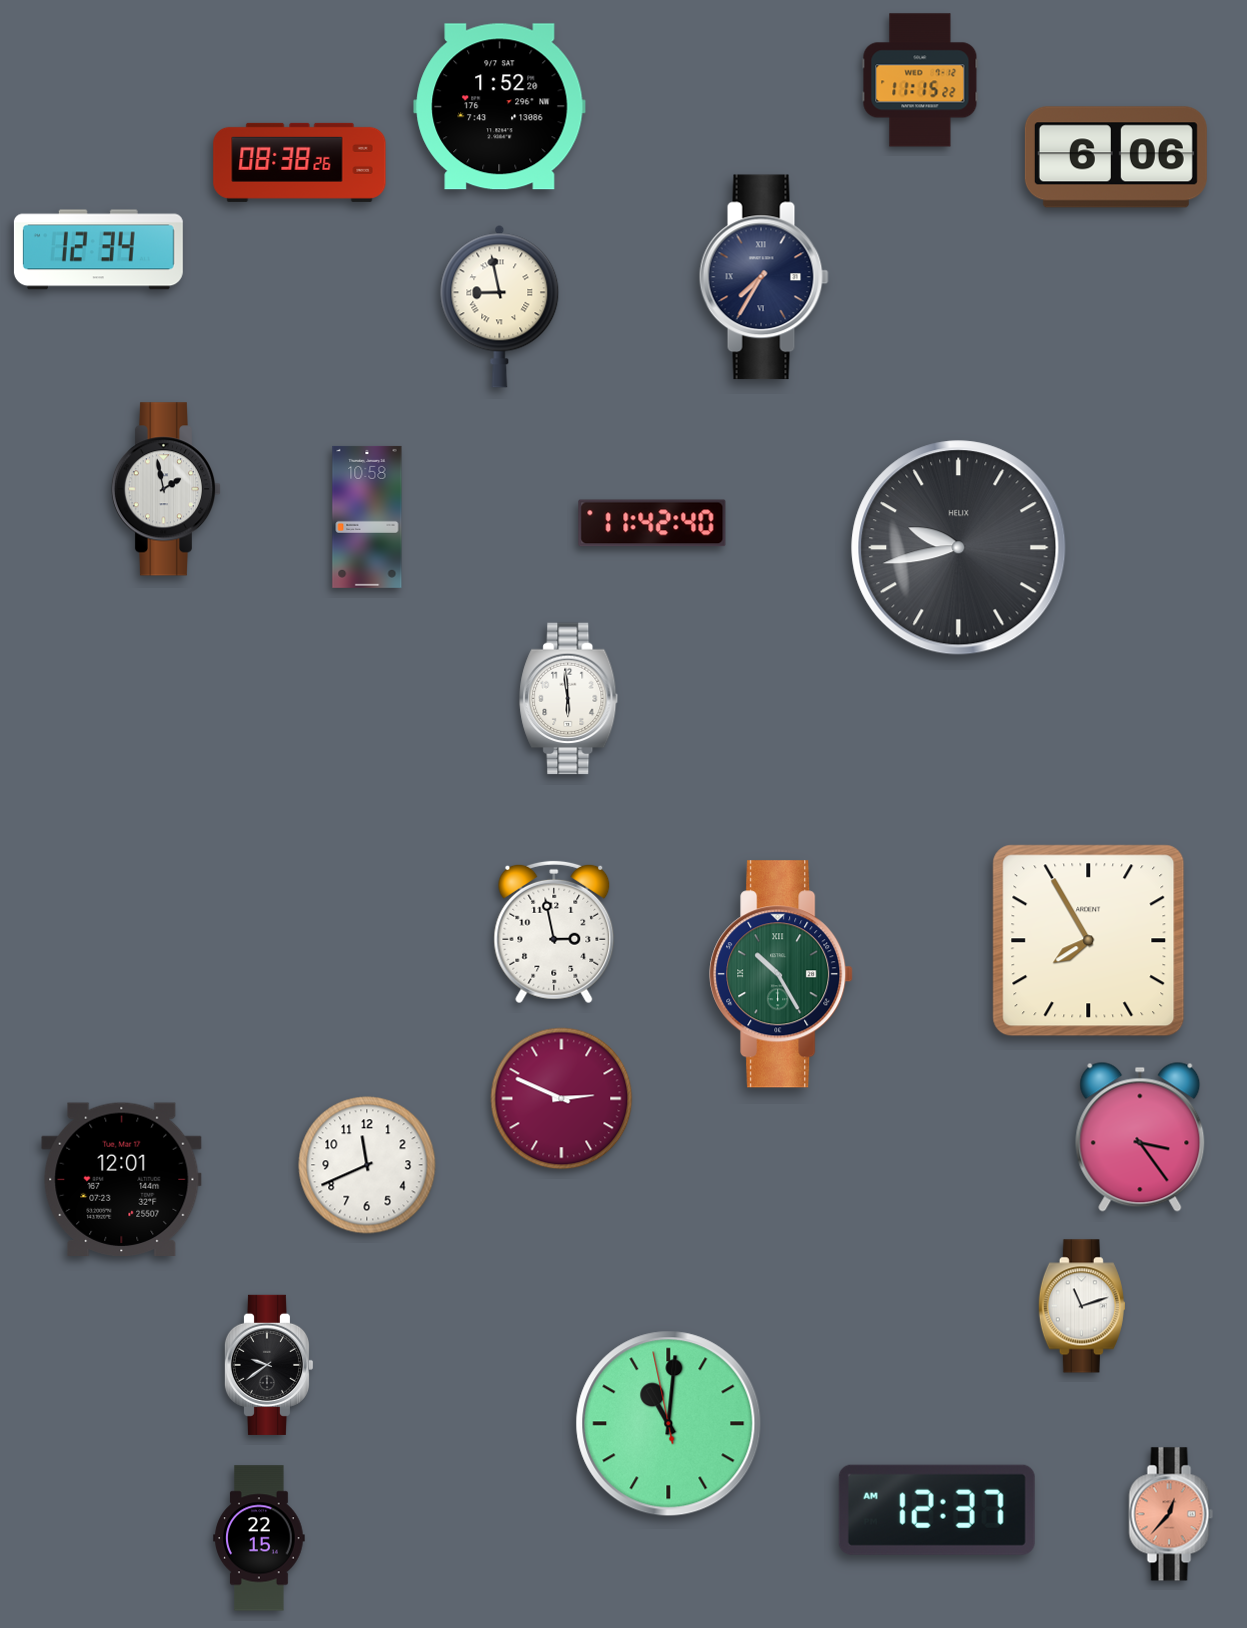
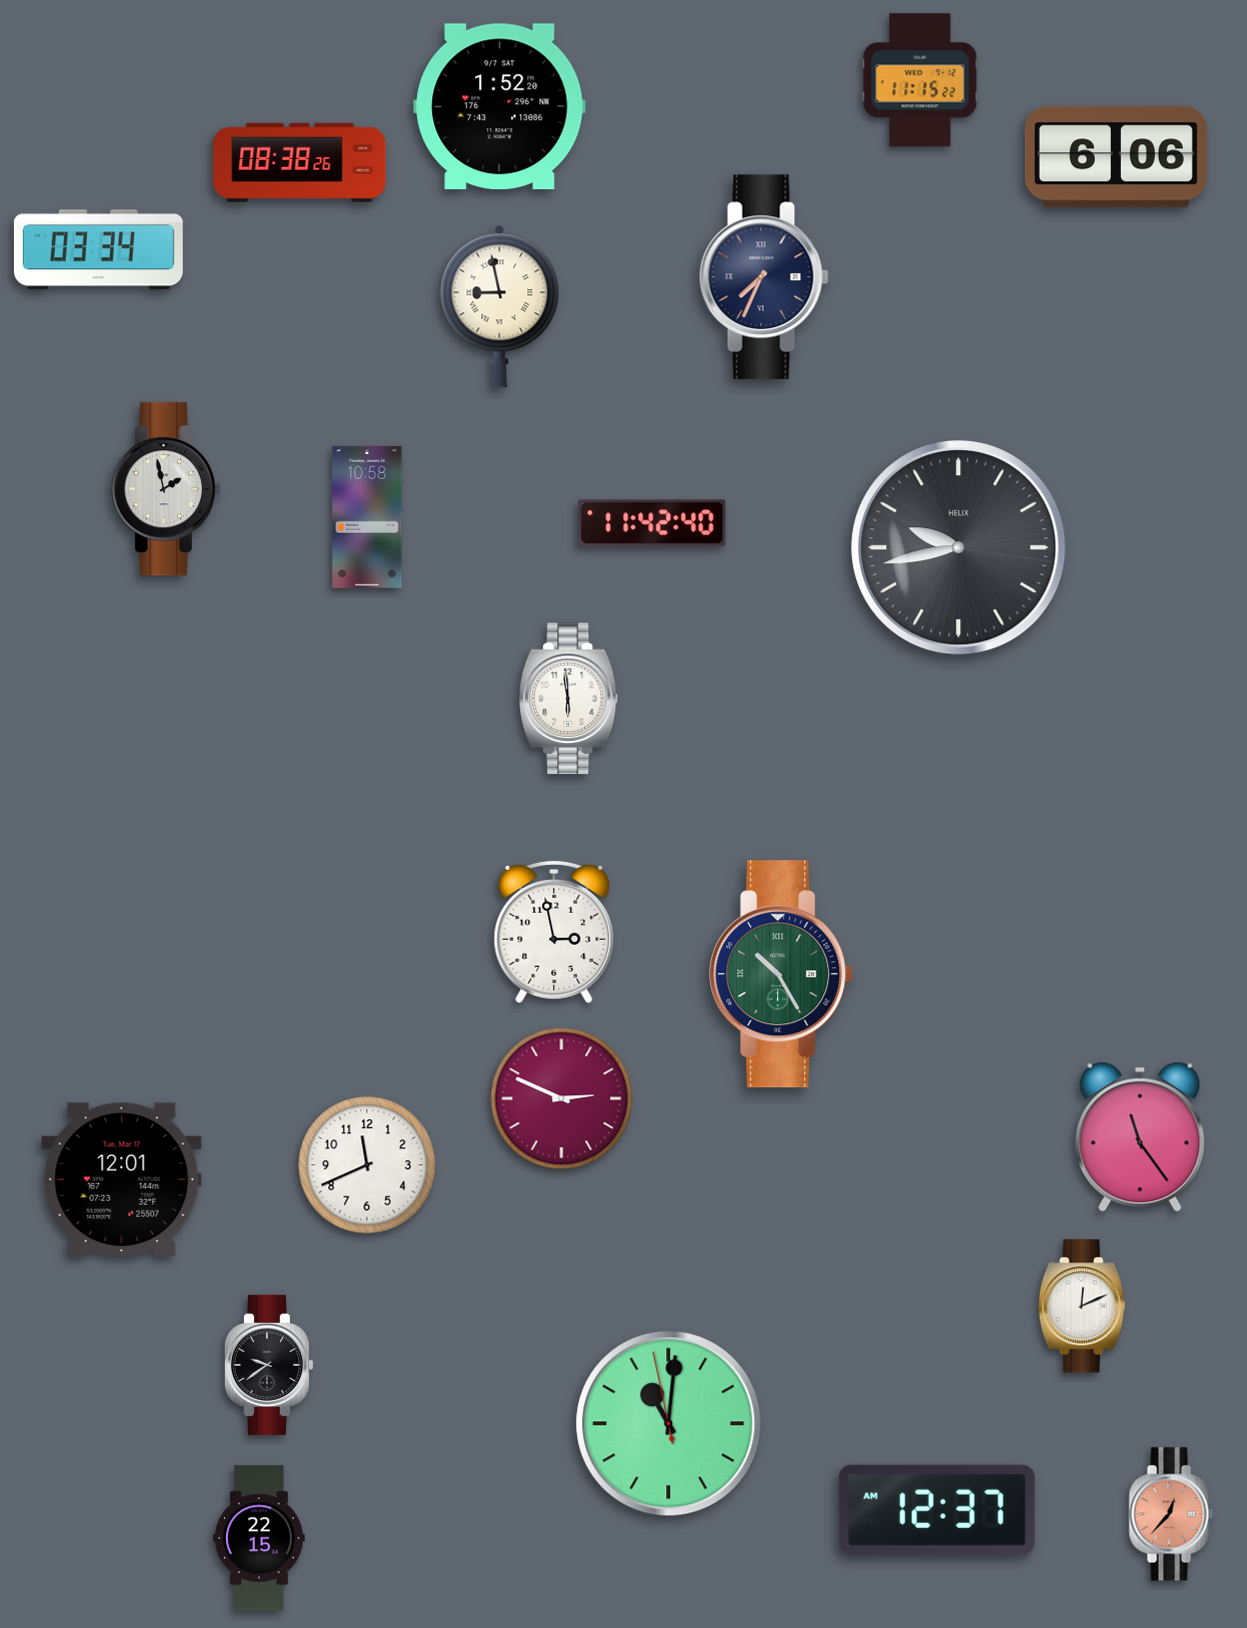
clock at (98, 250): 12:34 -> 03:34
clock at (764, 277): 7:35 -> 7:34
clock at (1089, 941): 7:55 -> none
clock at (1140, 1137): 3:24 -> 11:24
clock at (1082, 1306): 11:12 -> 12:11
